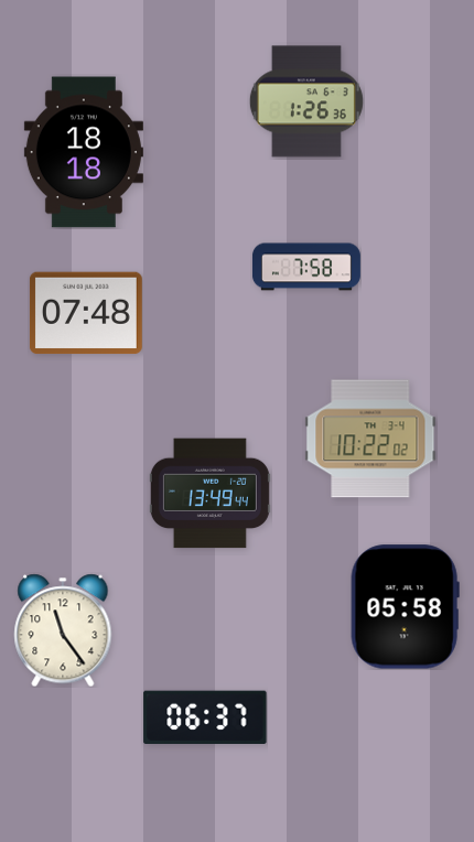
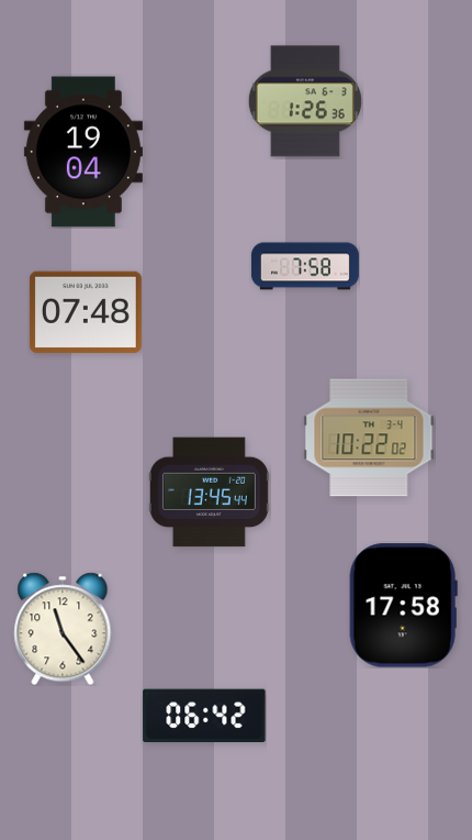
clock at (84, 152): 18:18 -> 19:04
clock at (209, 494): 13:49 -> 13:45
clock at (405, 607): 05:58 -> 17:58
clock at (205, 717): 06:37 -> 06:42
